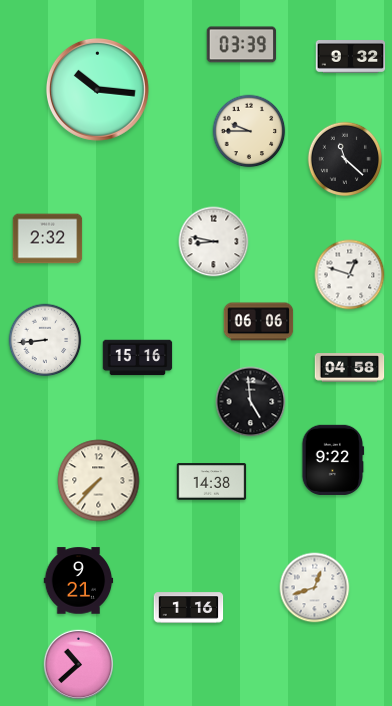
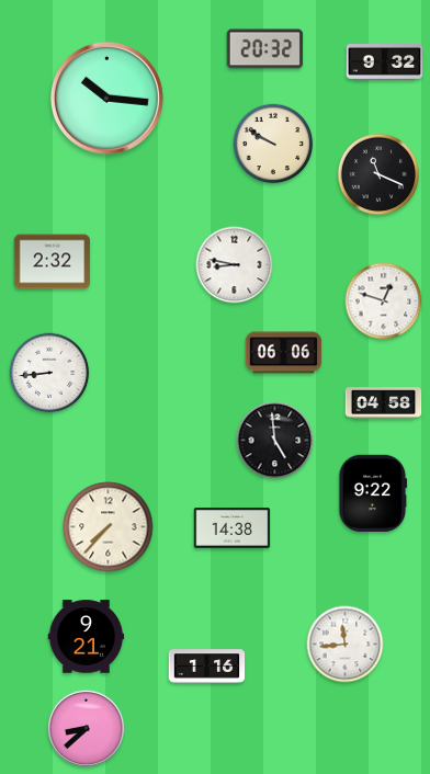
clock at (242, 45): 03:39 -> 20:32
clock at (249, 131): 9:45 -> 9:50
clock at (345, 159): 11:22 -> 11:19
clock at (138, 358): 15:16 -> none
clock at (333, 460) position: (333, 460) -> (373, 493)
clock at (315, 588): 12:42 -> 11:44
clock at (78, 664): 10:38 -> 8:38
